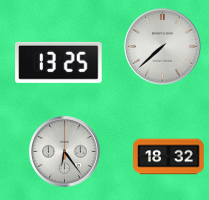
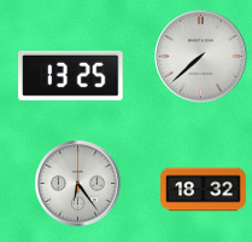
clock at (163, 47) position: (163, 47) -> (201, 57)
